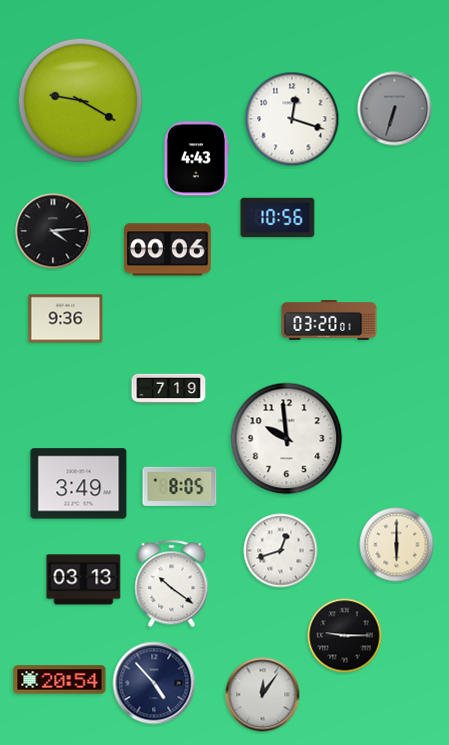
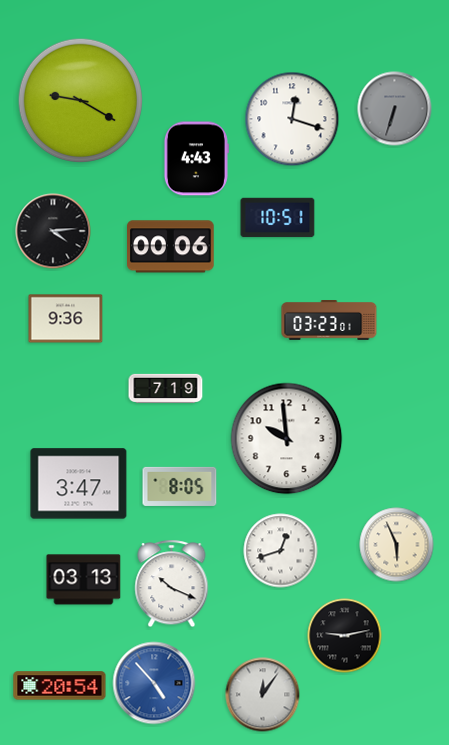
clock at (278, 218): 10:56 -> 10:51
clock at (168, 250) position: (168, 250) -> (171, 247)
clock at (329, 321): 03:20 -> 03:23
clock at (169, 388) position: (169, 388) -> (166, 388)
clock at (79, 484): 3:49 -> 3:47
clock at (397, 545): 6:00 -> 5:56
clock at (172, 584): 10:21 -> 10:19
clock at (345, 636): 9:15 -> 9:13
clock at (60, 680) position: (60, 680) -> (60, 686)
clock at (154, 683) dial: navy -> blue
